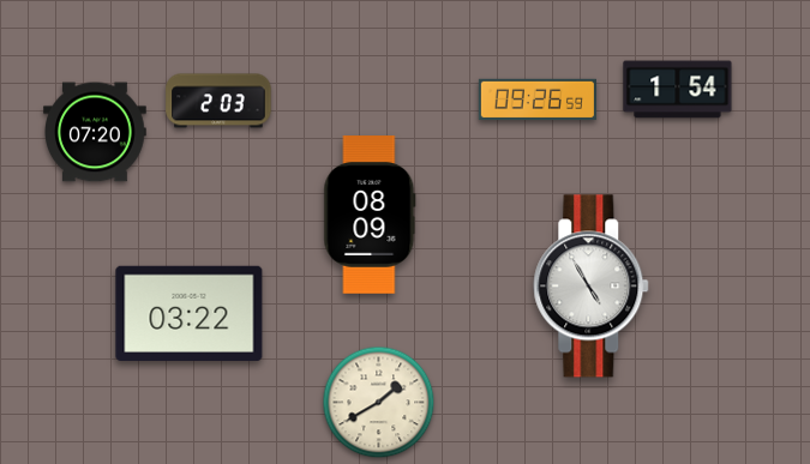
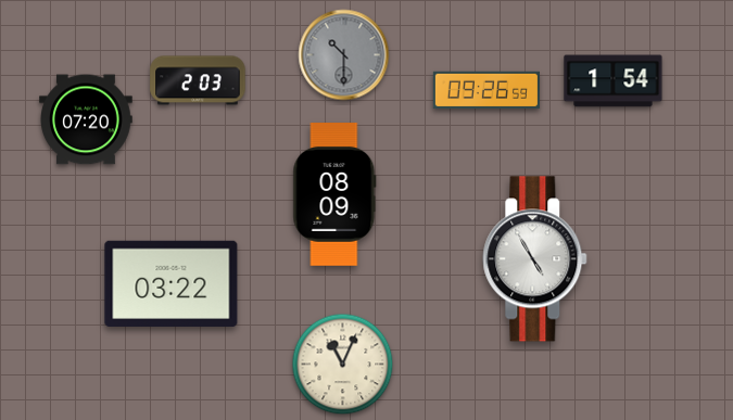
clock at (344, 55): none -> 10:30
clock at (218, 101) position: (218, 101) -> (198, 80)
clock at (379, 403): 1:40 -> 11:04
